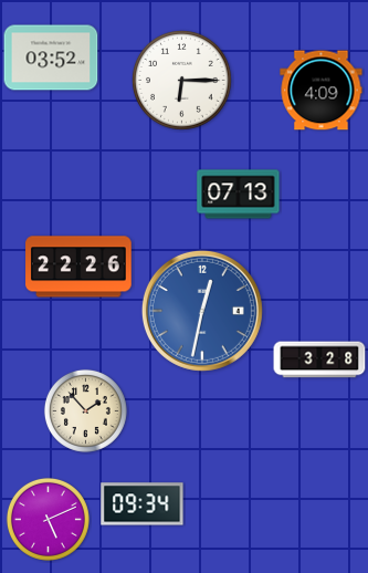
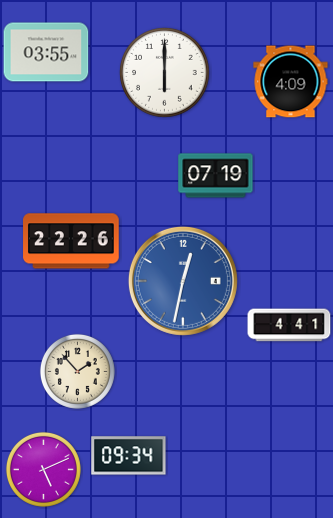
clock at (51, 58): 03:52 -> 03:55
clock at (182, 81): 6:15 -> 6:00
clock at (239, 195): 07:13 -> 07:19
clock at (319, 360): 3:28 -> 4:41
